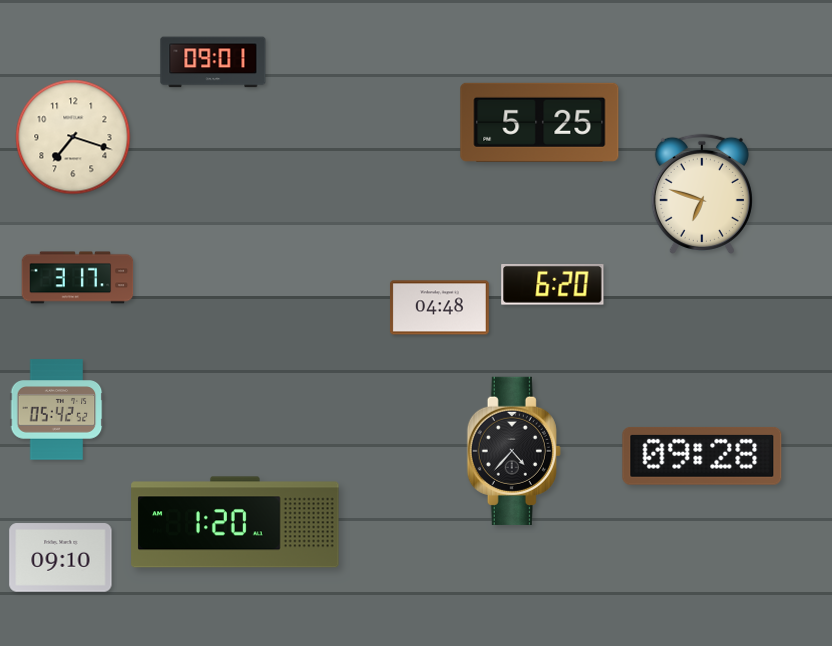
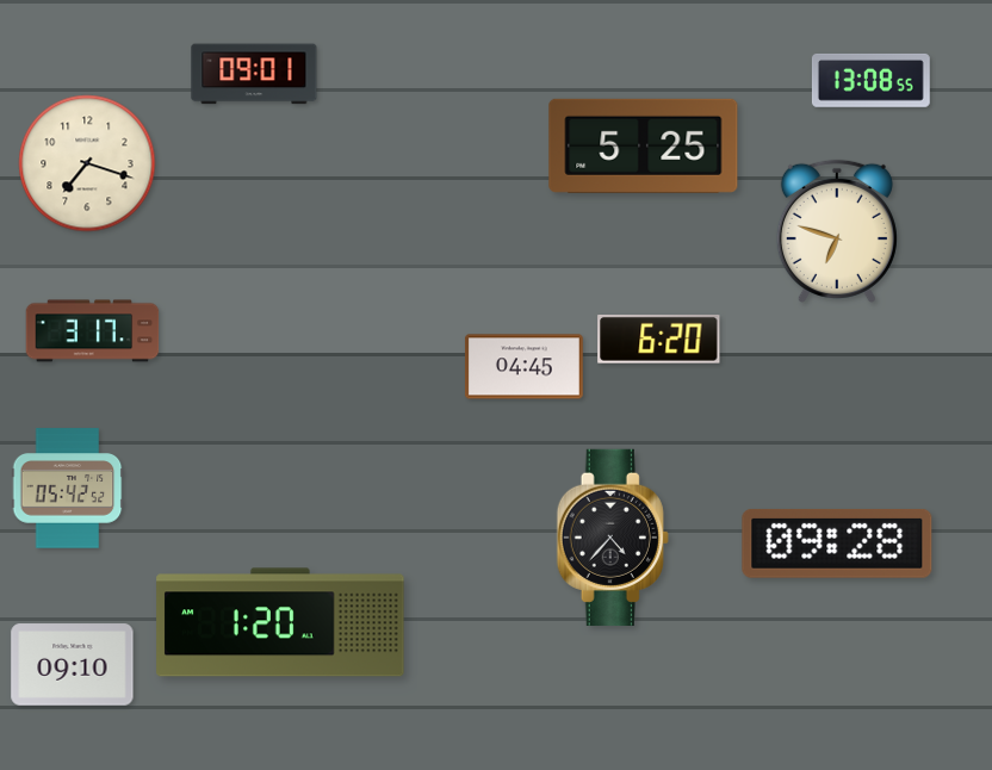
clock at (870, 80): none -> 13:08
clock at (439, 308): 04:48 -> 04:45
